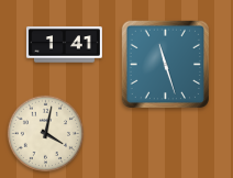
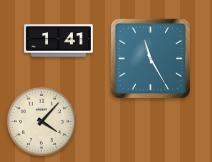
clock at (166, 65): 11:27 -> 11:25
clock at (46, 134): 4:02 -> 4:07
